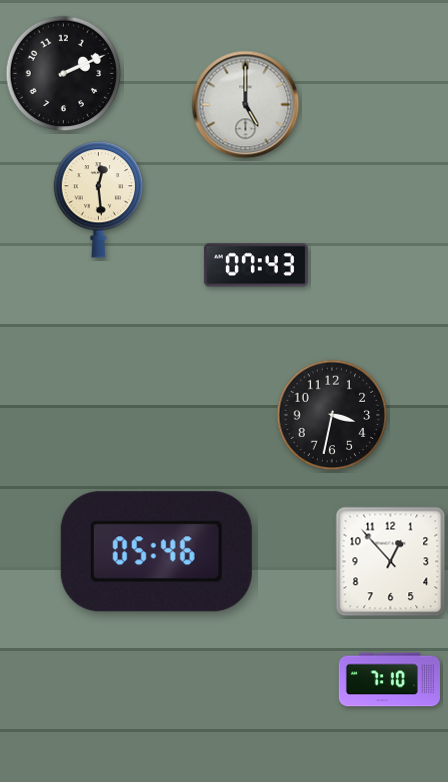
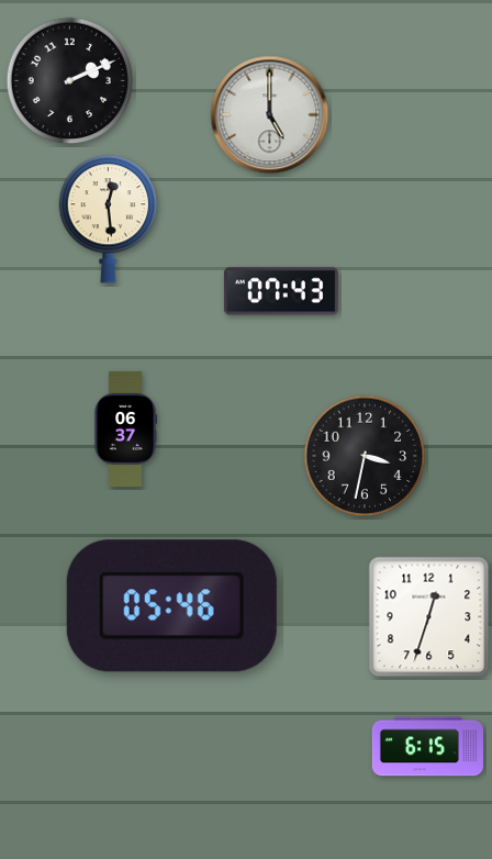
clock at (125, 428): none -> 06:37
clock at (391, 562): 12:53 -> 12:33
clock at (389, 680): 7:10 -> 6:15
